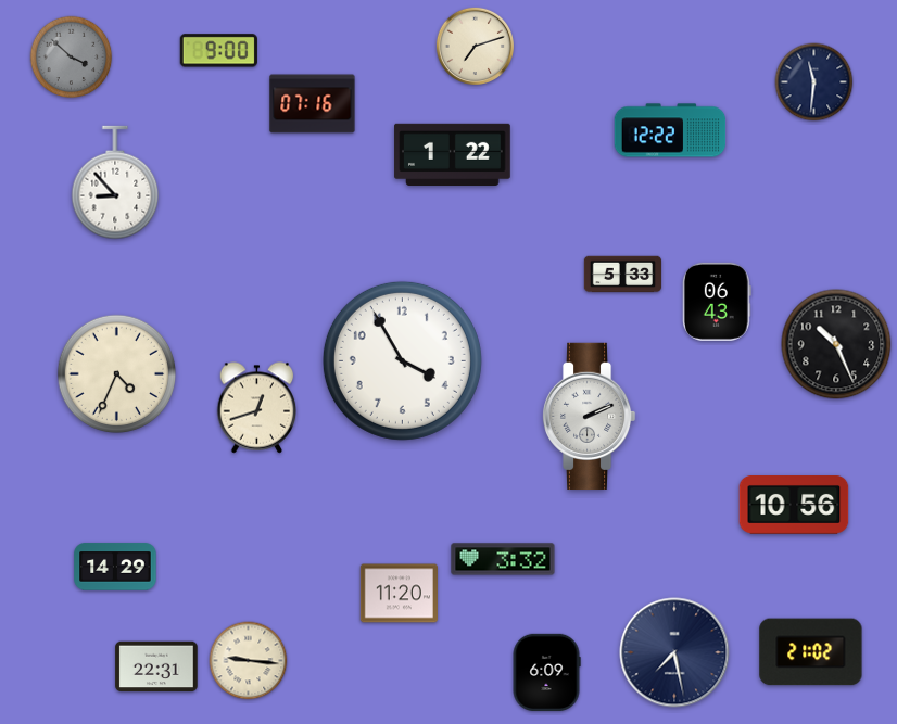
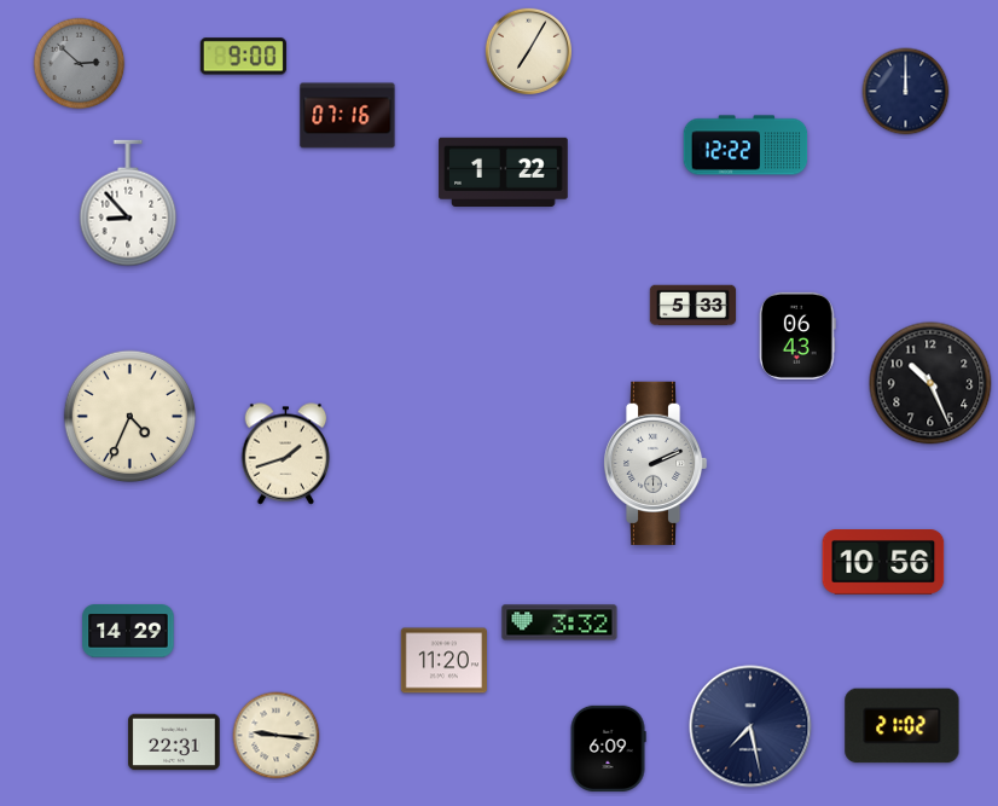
clock at (476, 47): 7:12 -> 7:05
clock at (72, 58): 3:52 -> 2:52
clock at (814, 82): 11:31 -> 12:00
clock at (402, 360): 3:55 -> none
clock at (257, 408): 12:42 -> 1:42
